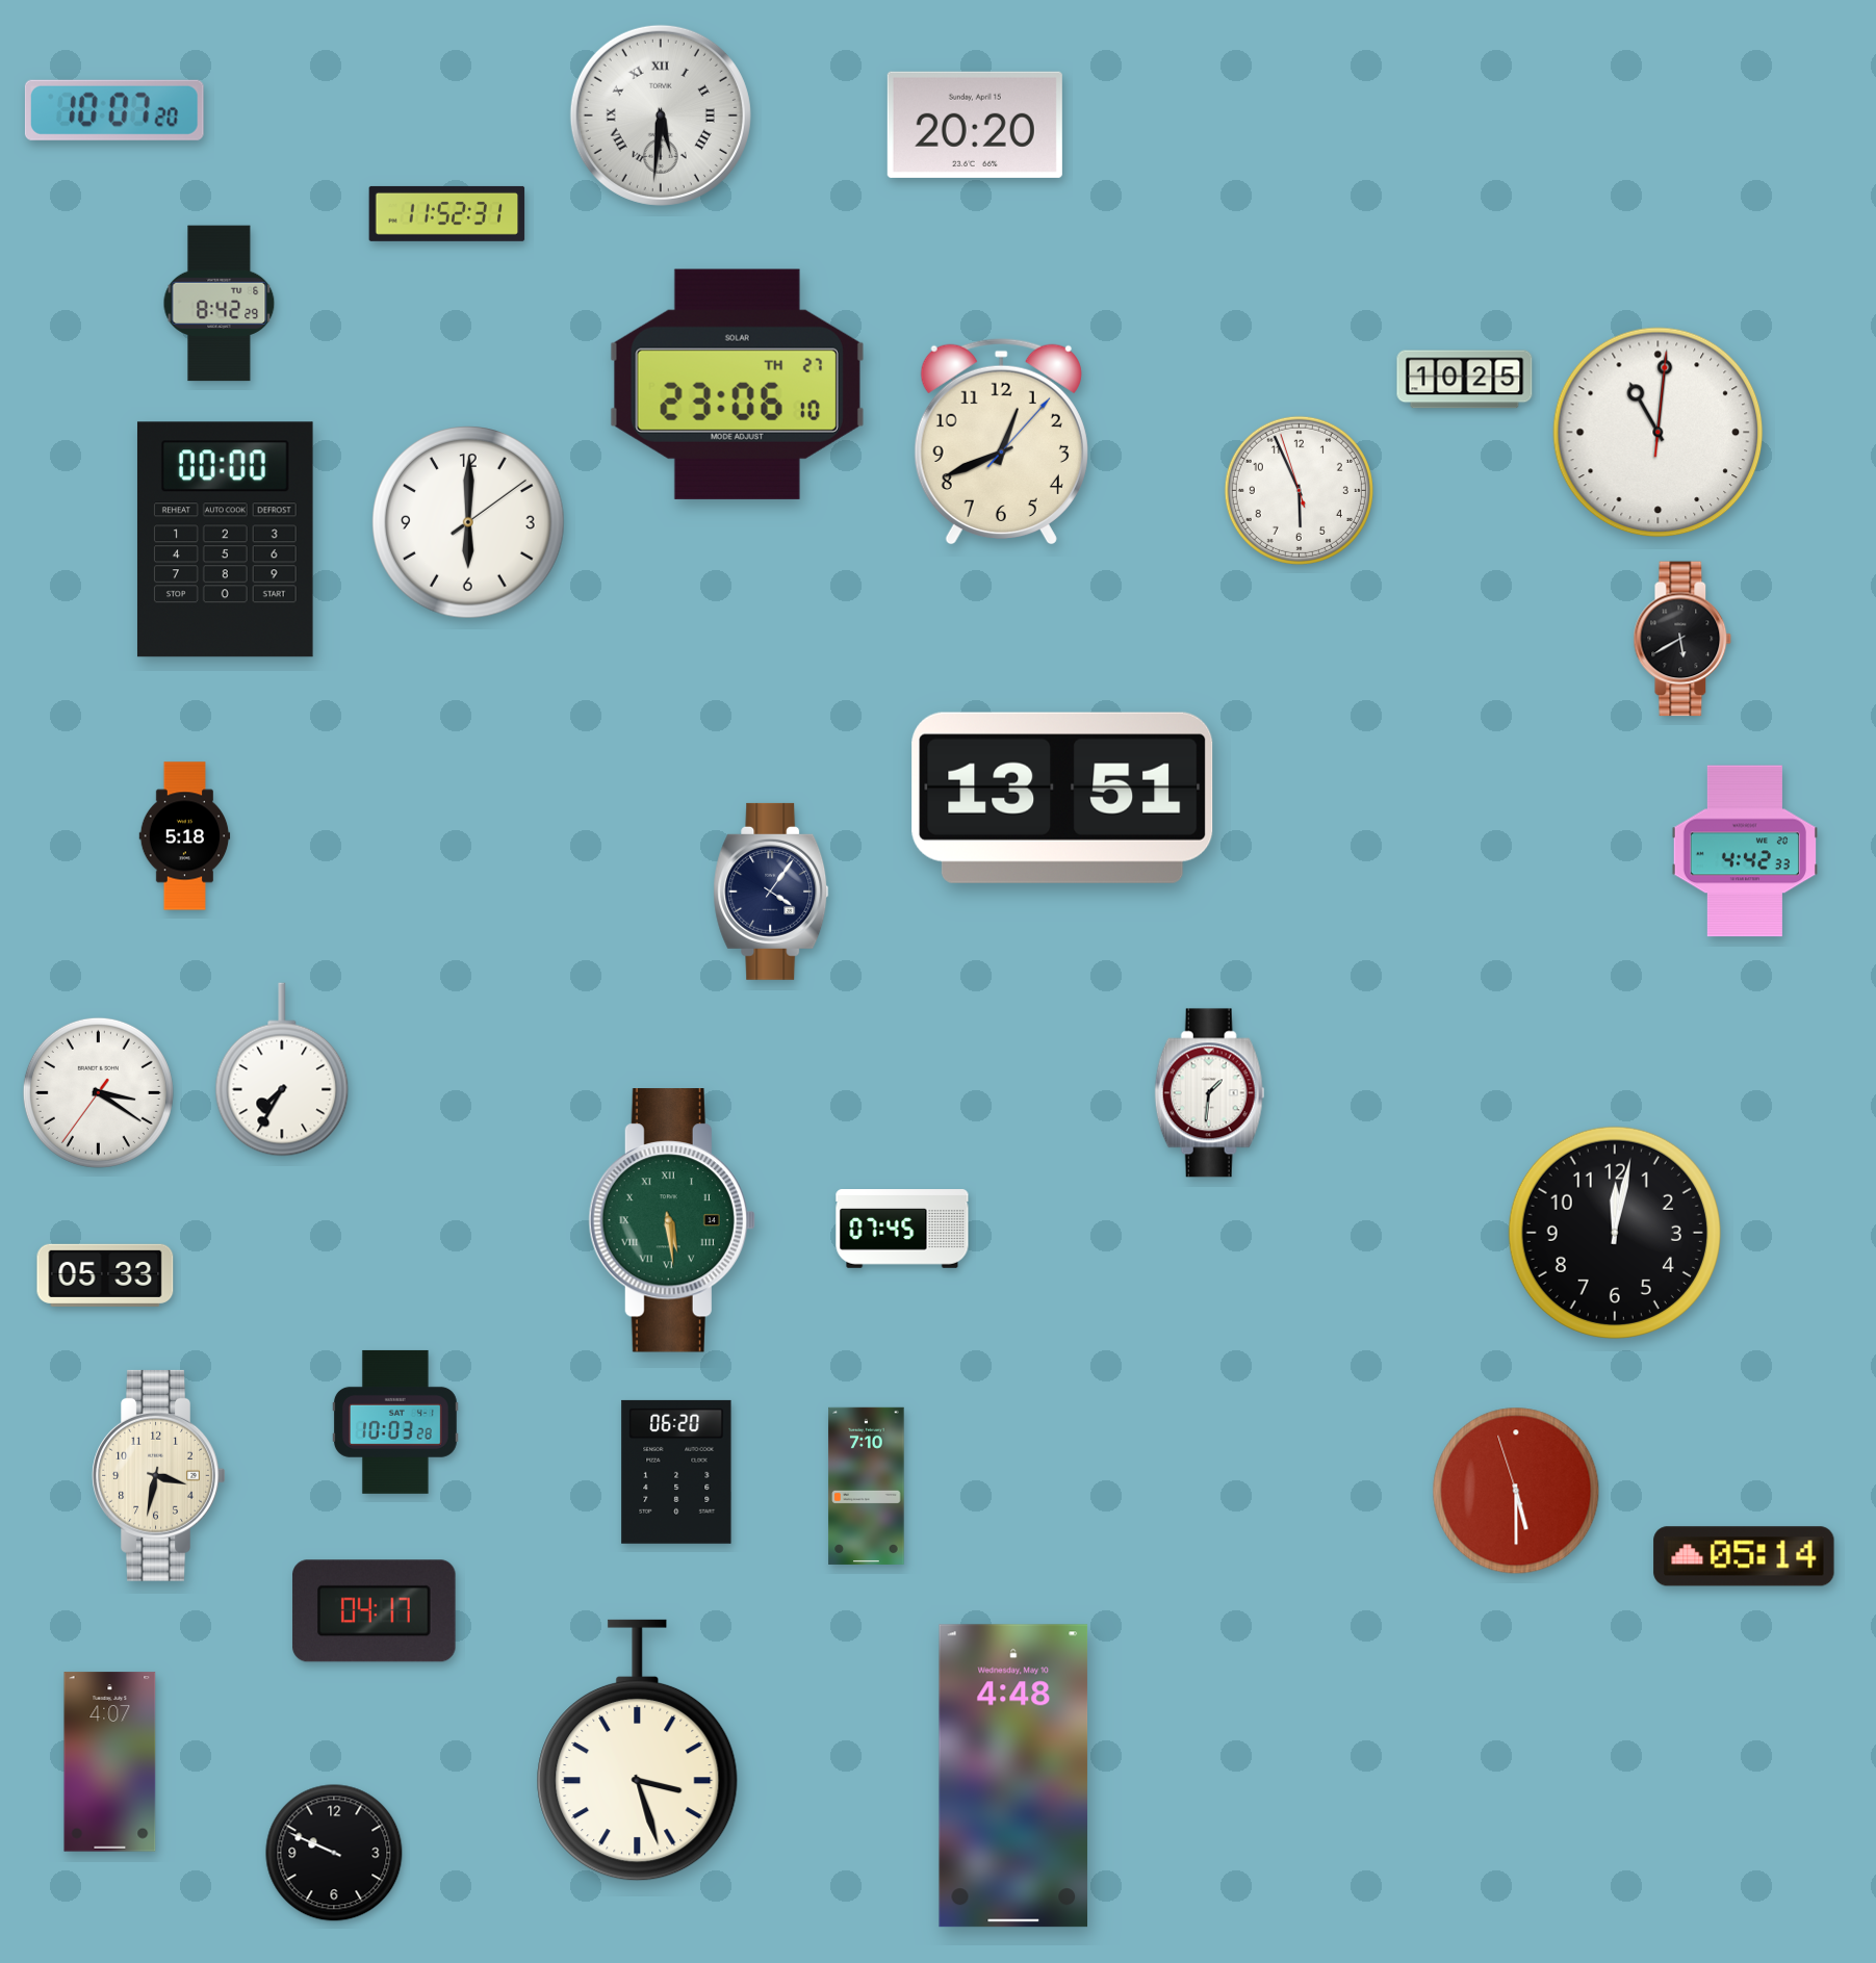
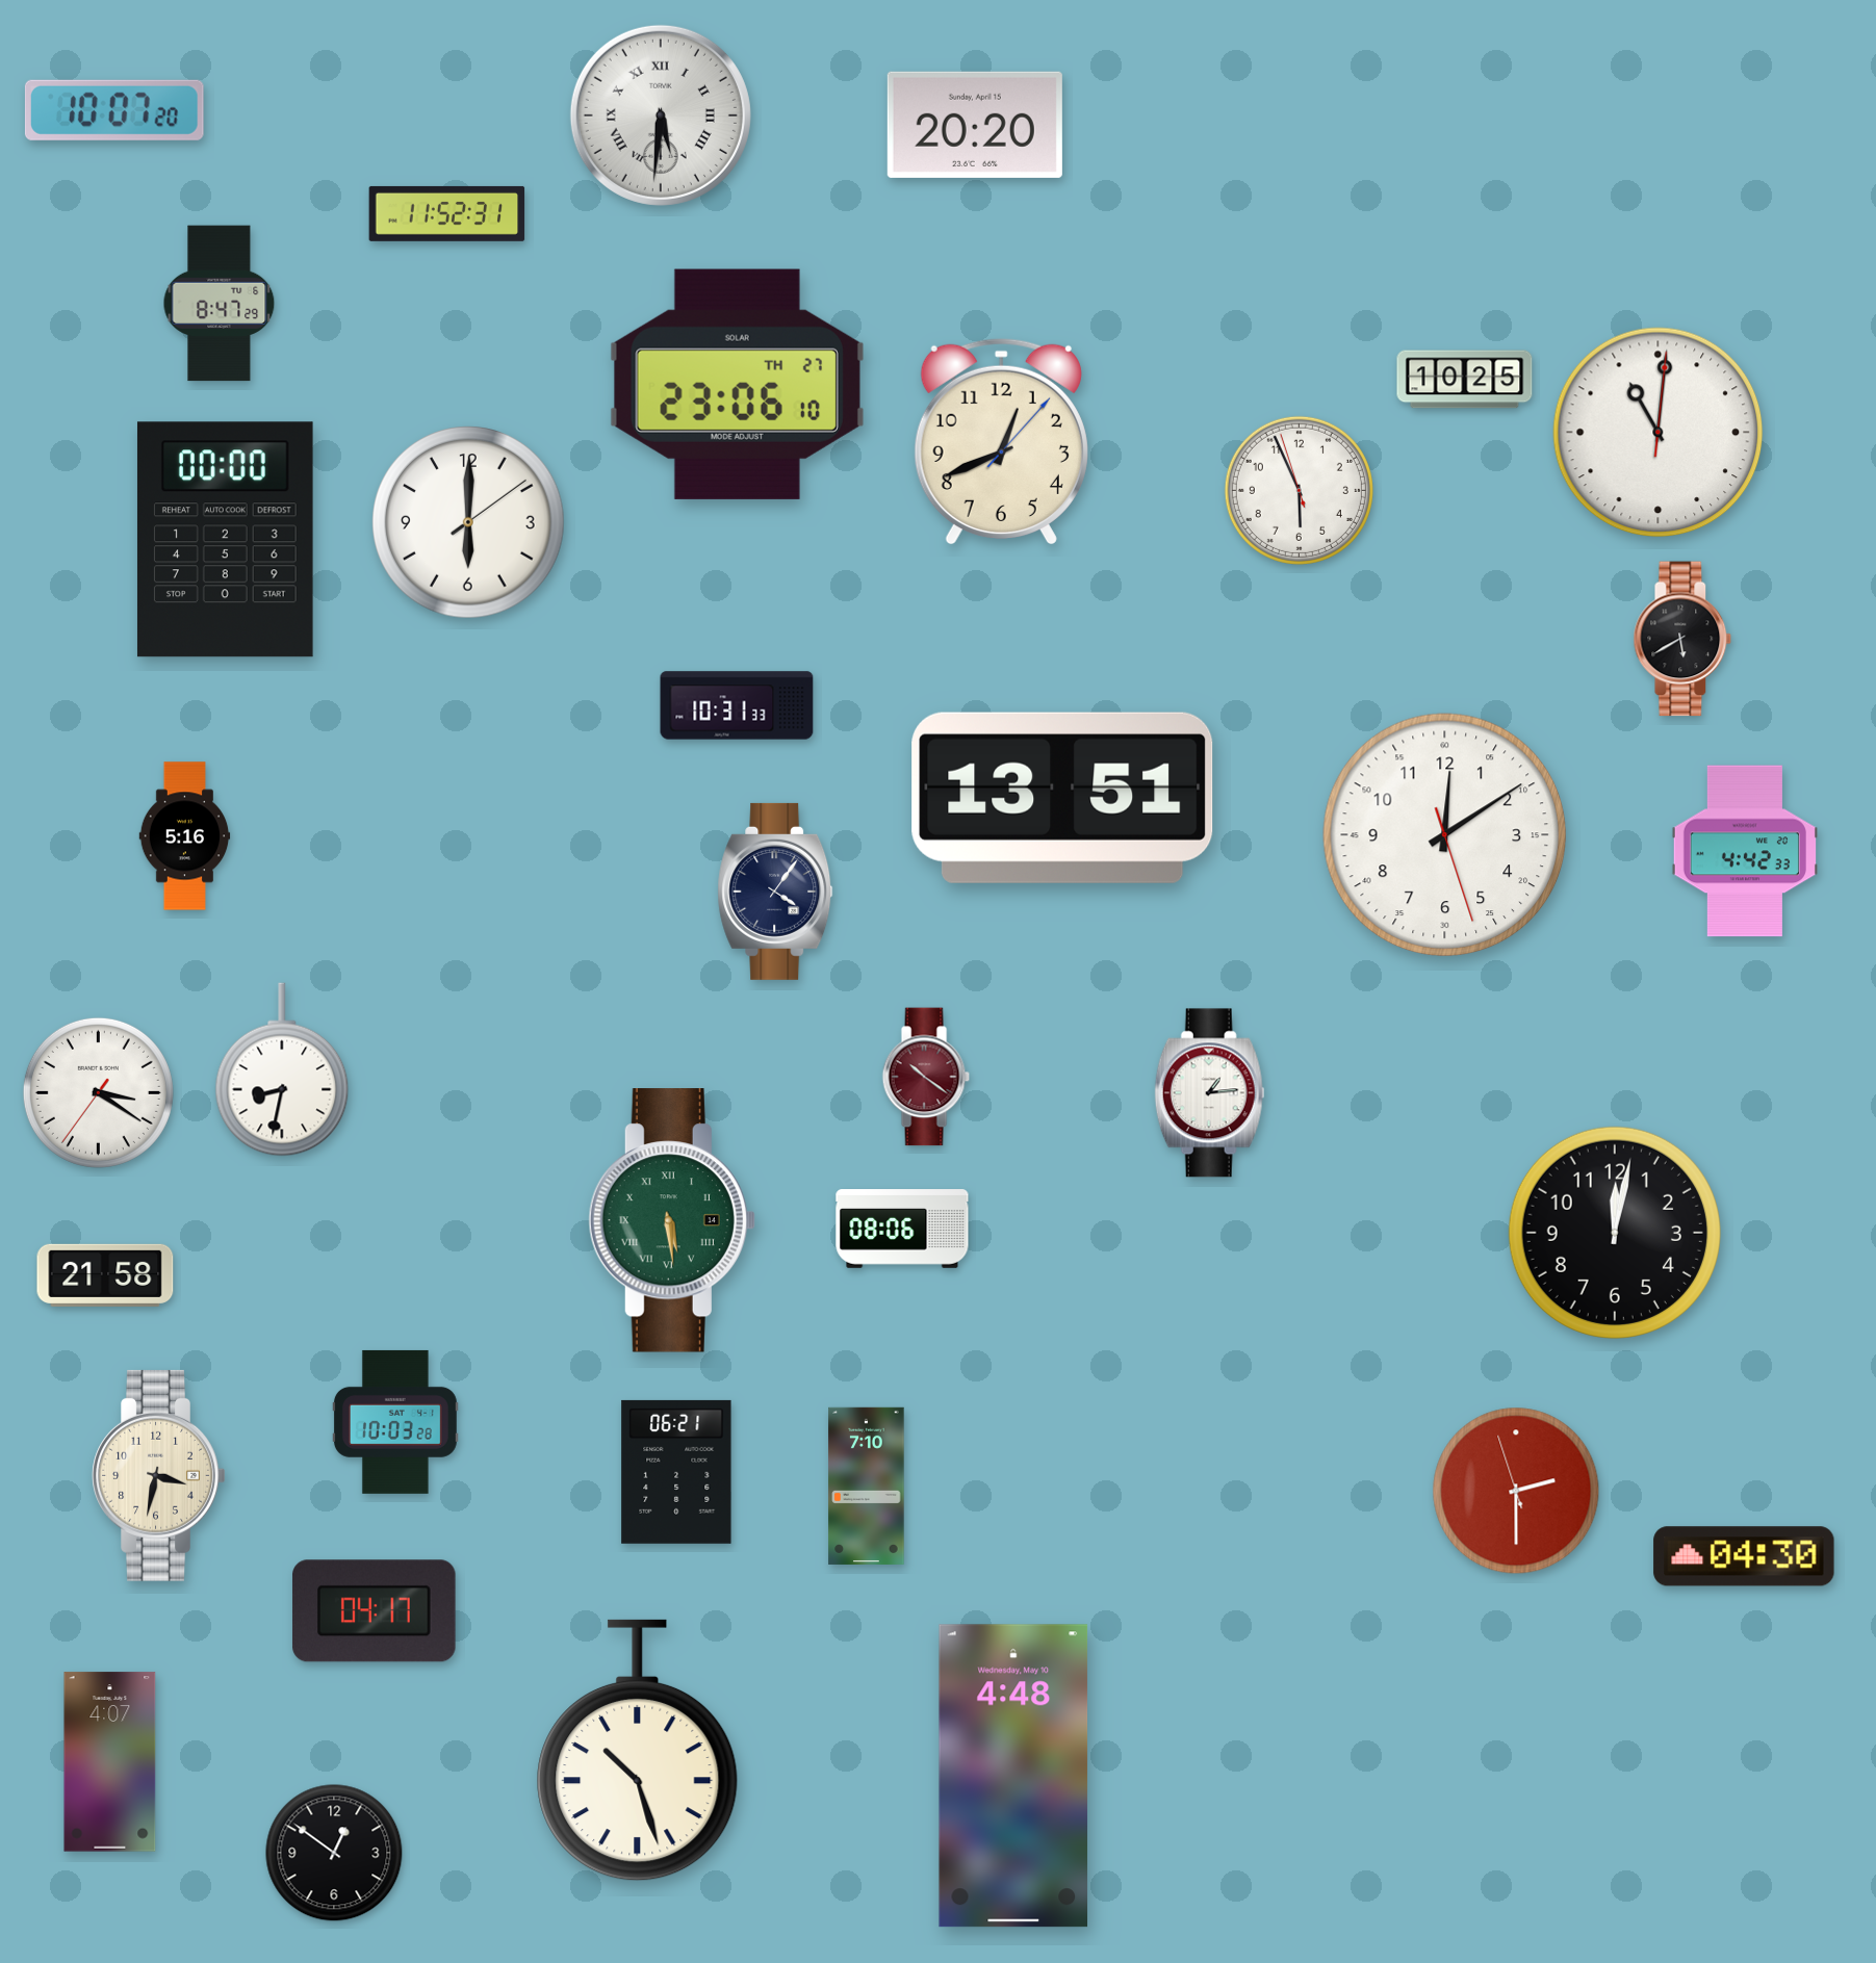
clock at (220, 304): 8:42 -> 8:47
clock at (737, 705): none -> 10:31
clock at (1445, 835): none -> 12:09
clock at (185, 836): 5:18 -> 5:16
clock at (771, 892) position: (771, 892) -> (775, 892)
clock at (282, 1069): 7:35 -> 8:32
clock at (926, 1077): none -> 10:21
clock at (1210, 1093): 1:31 -> 1:14
clock at (902, 1229): 07:45 -> 08:06
clock at (105, 1275): 05:33 -> 21:58
clock at (676, 1472): 06:20 -> 06:21
clock at (1516, 1491): 5:29 -> 2:29
clock at (1744, 1556): 05:14 -> 04:30
clock at (638, 1751): 3:27 -> 10:27
clock at (334, 1853): 9:49 -> 12:51
